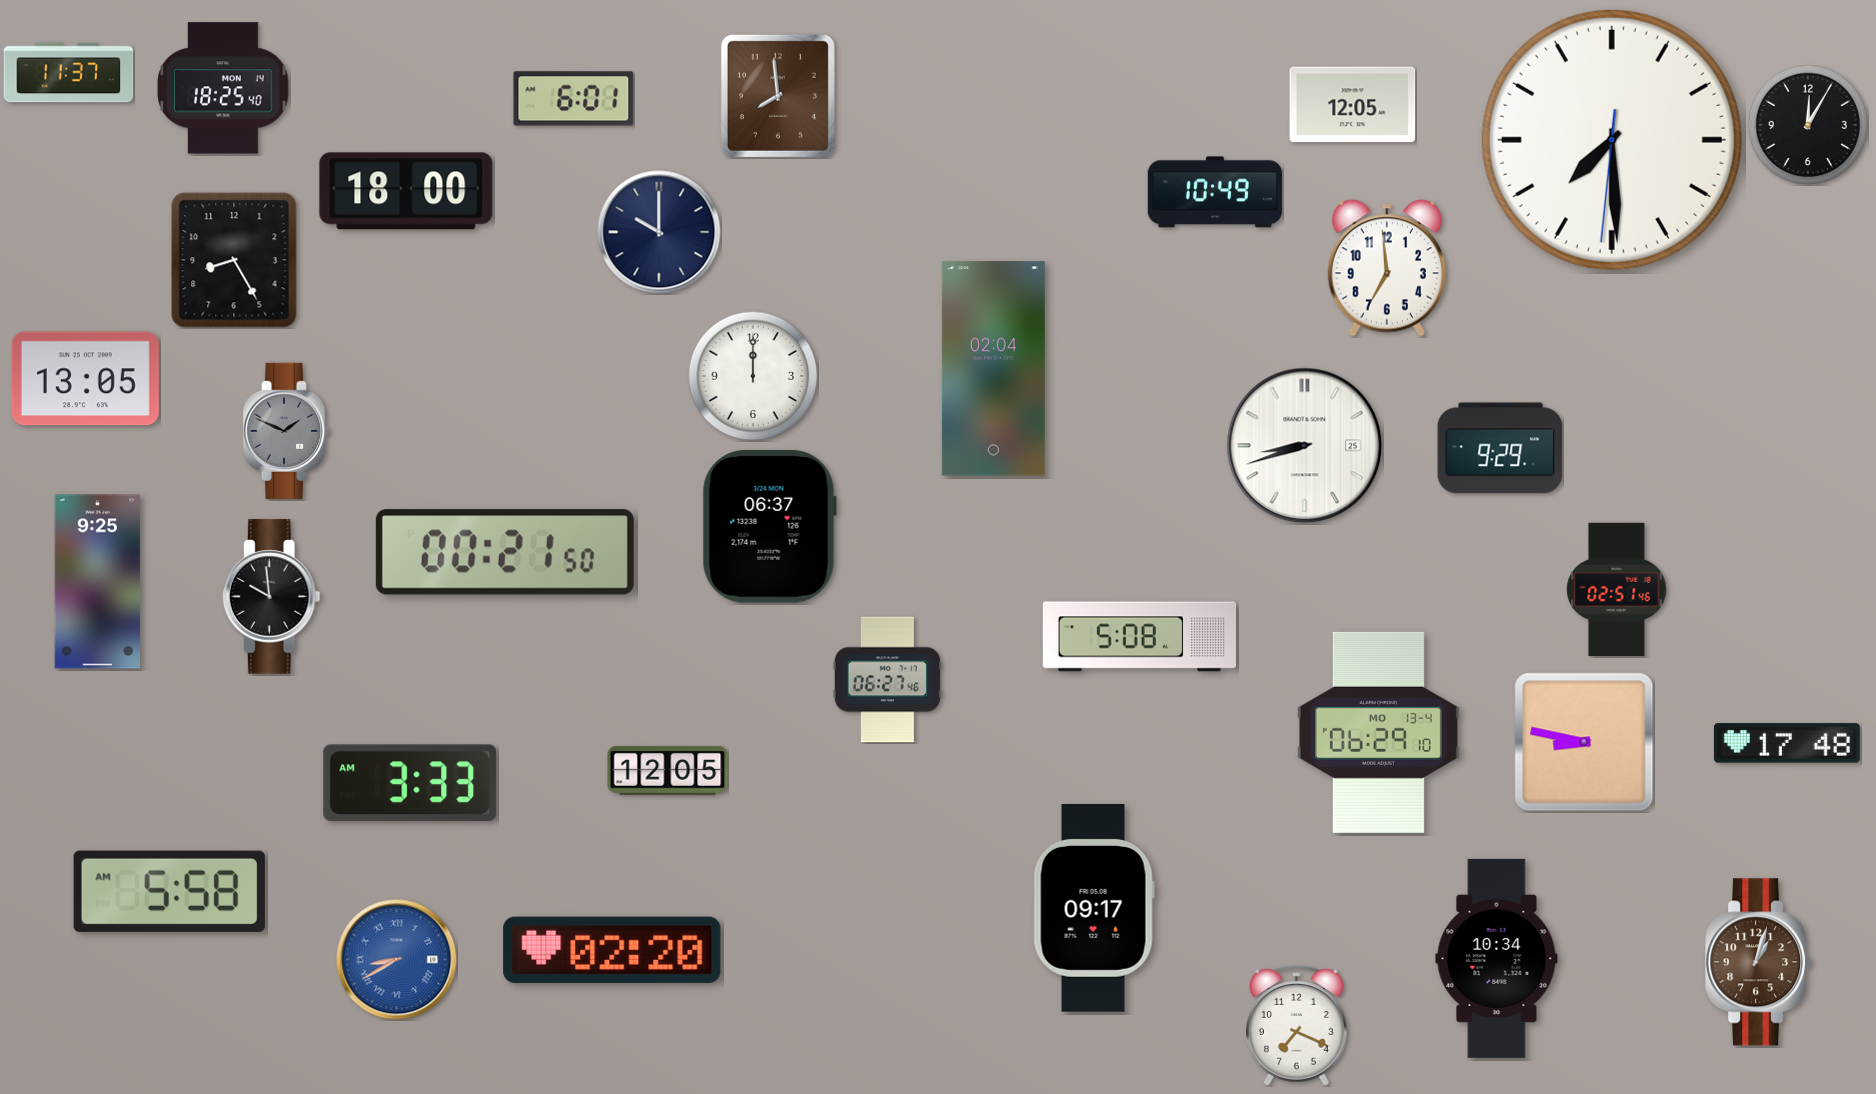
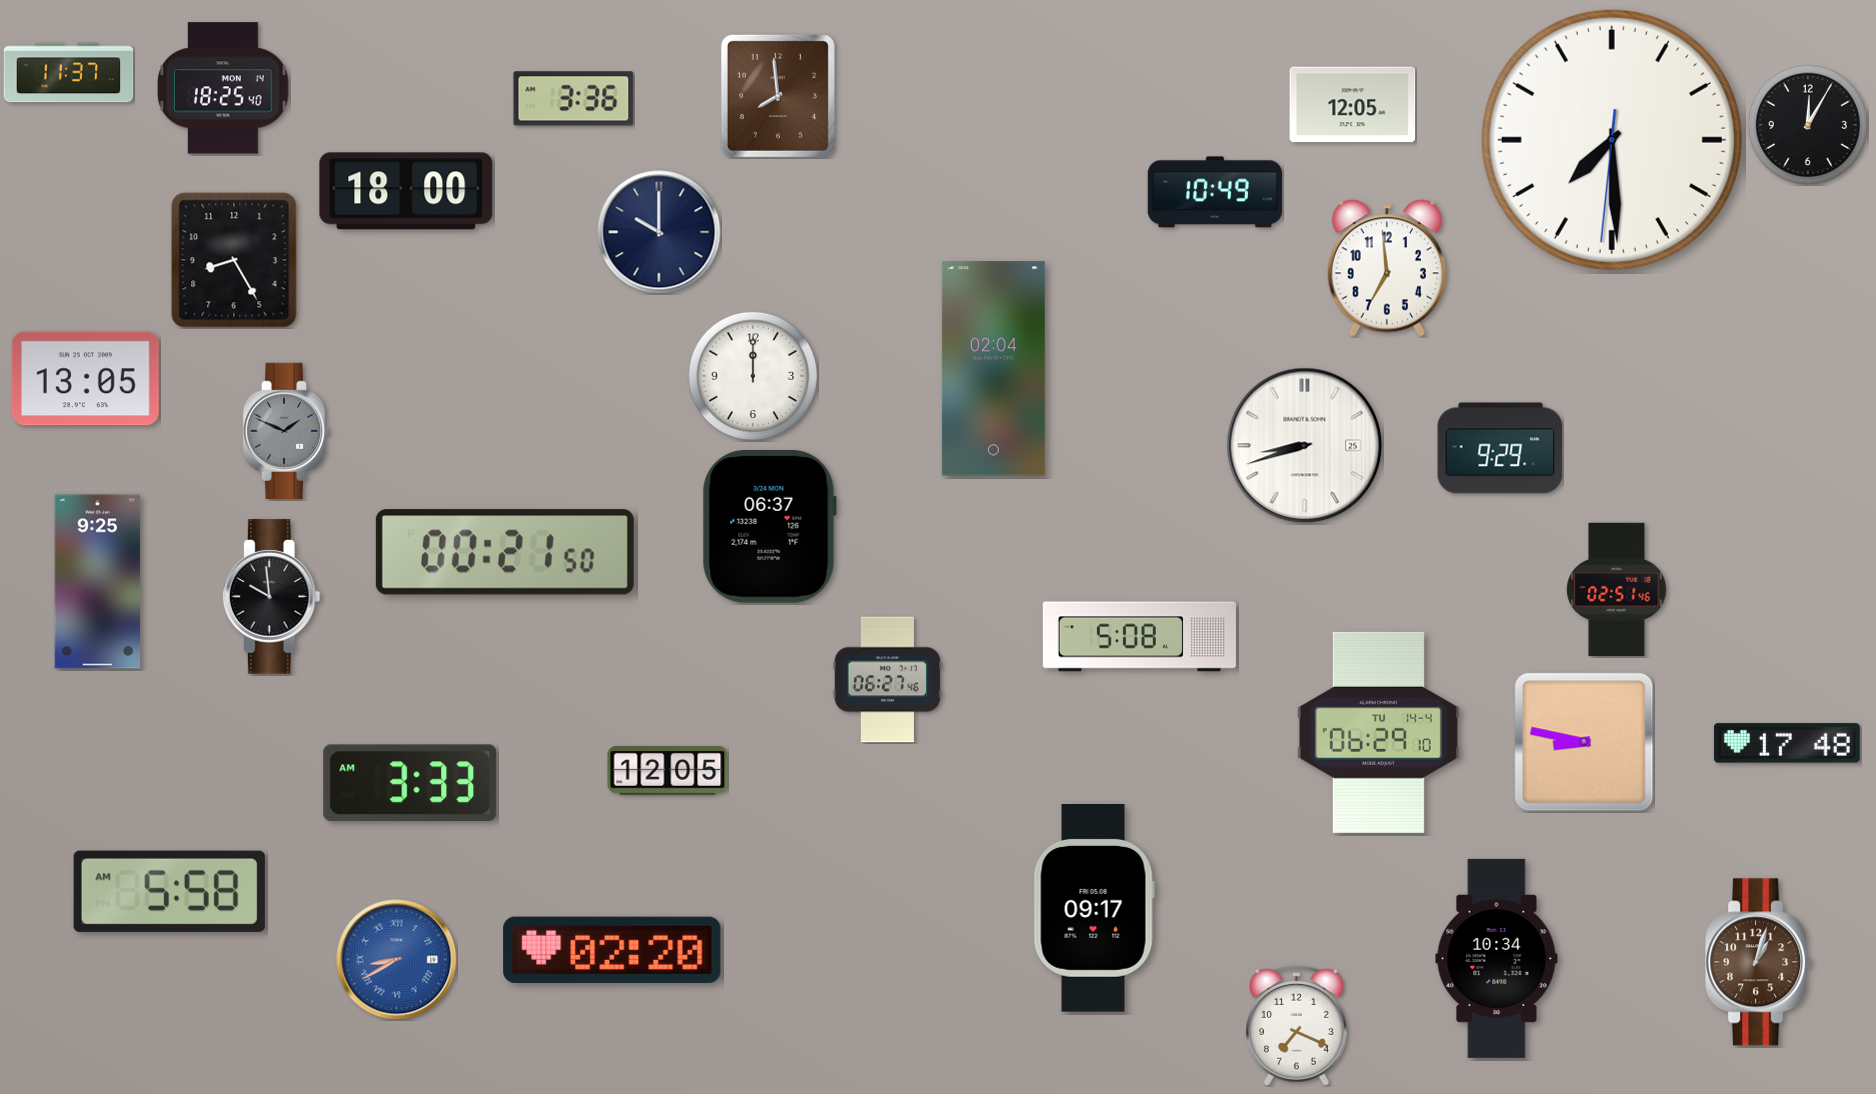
clock at (574, 99): 6:01 -> 3:36
clock at (1378, 732) date: MO 13-4 -> TU 14-4
